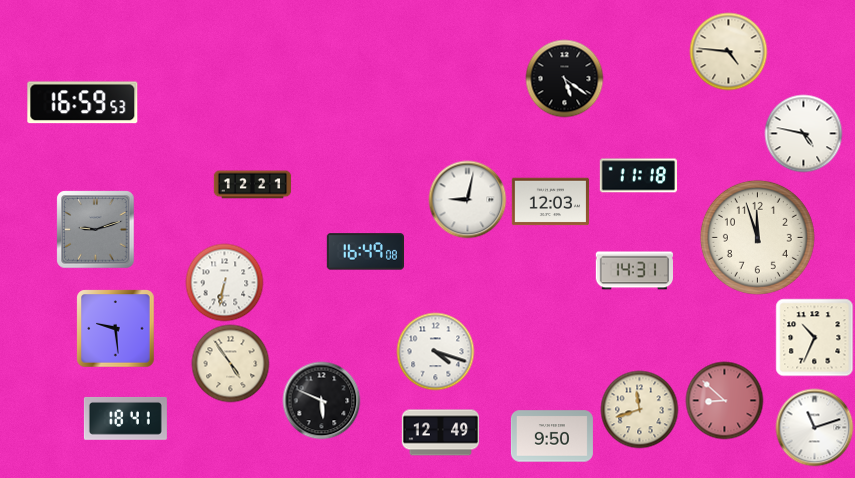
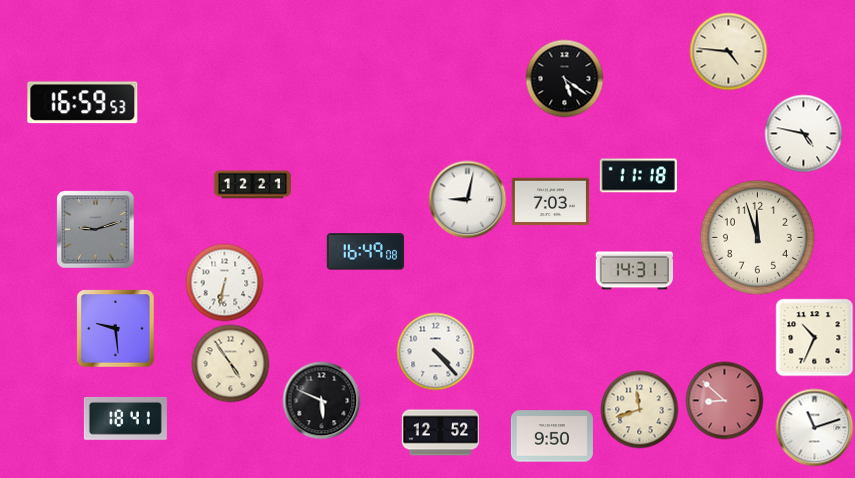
clock at (550, 202): 12:03 -> 7:03
clock at (435, 351): 4:18 -> 4:23
clock at (440, 433): 12:49 -> 12:52
